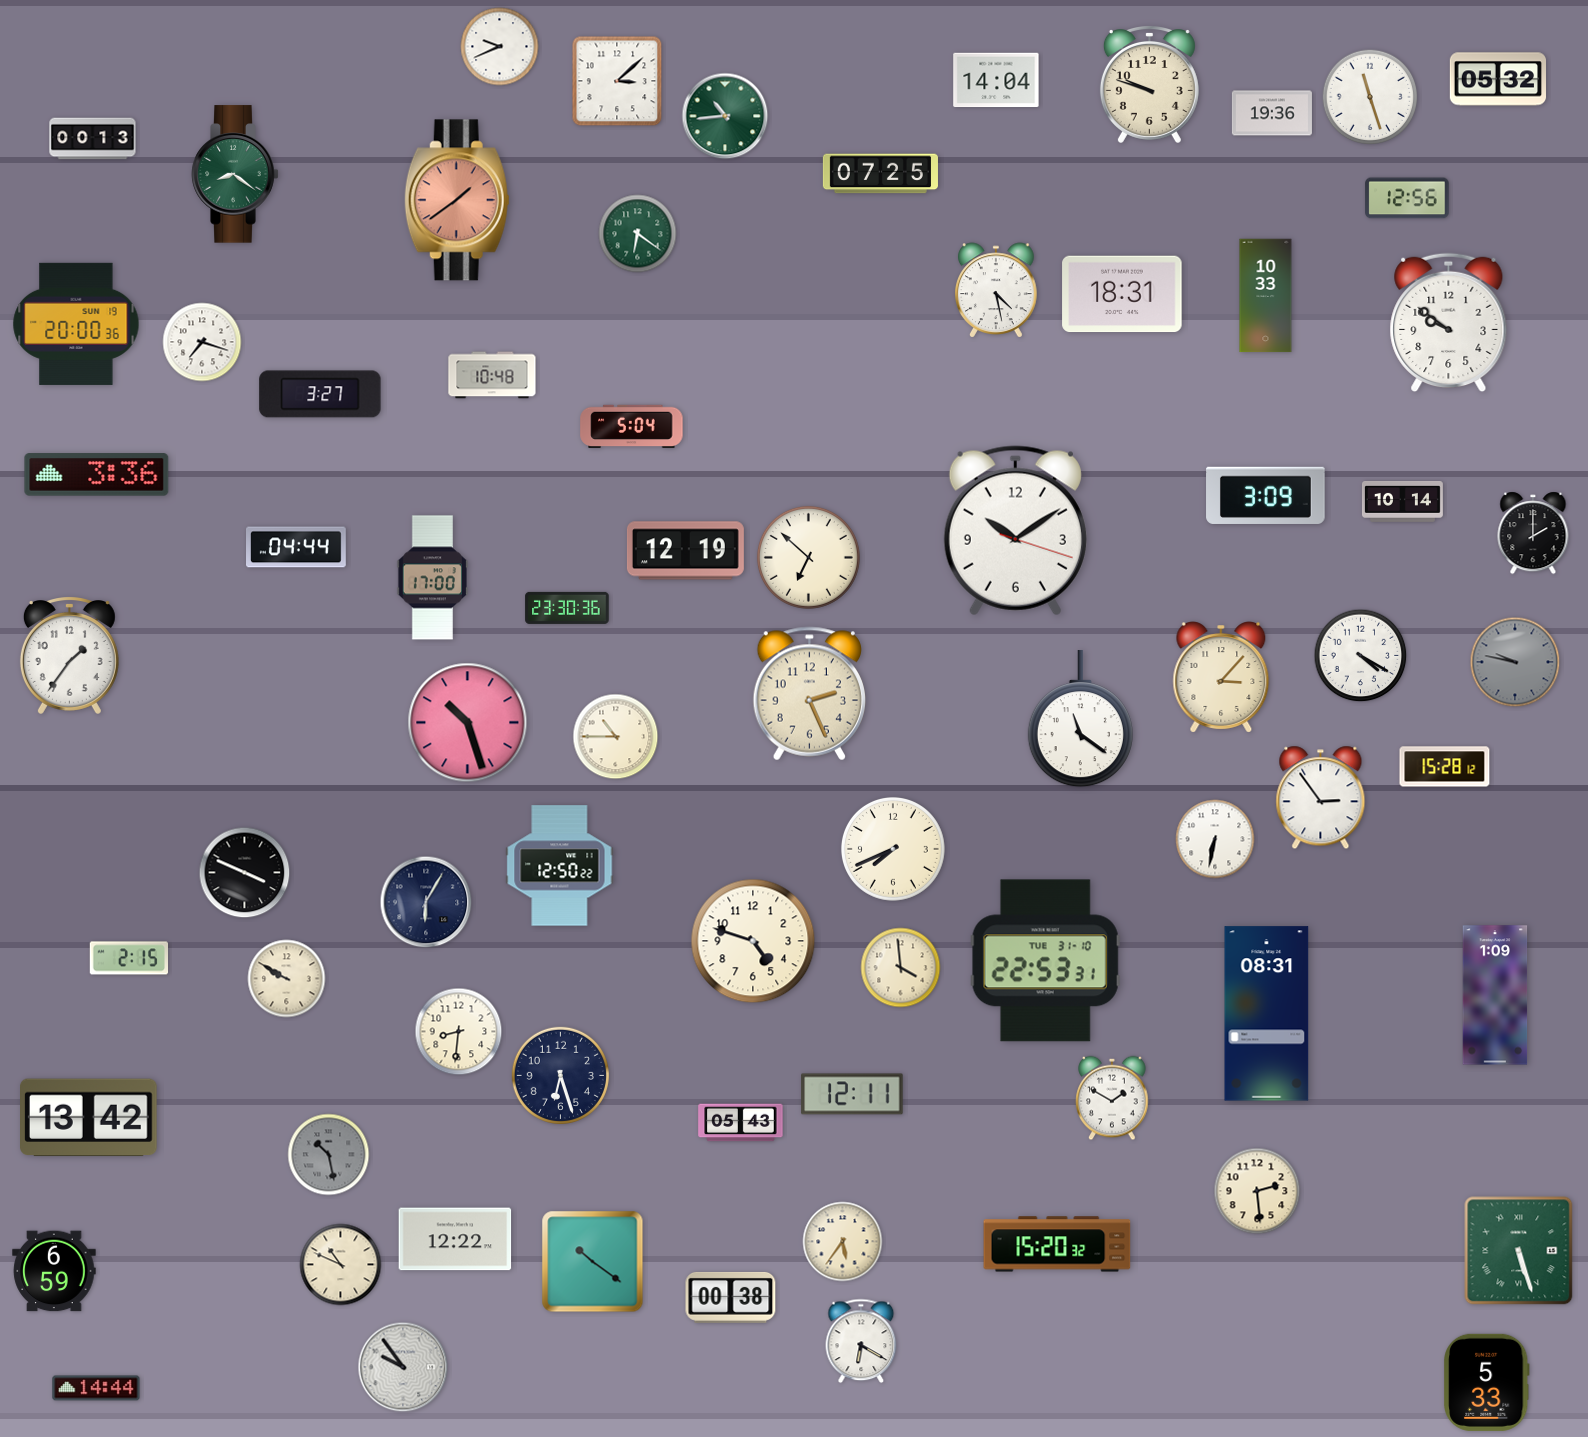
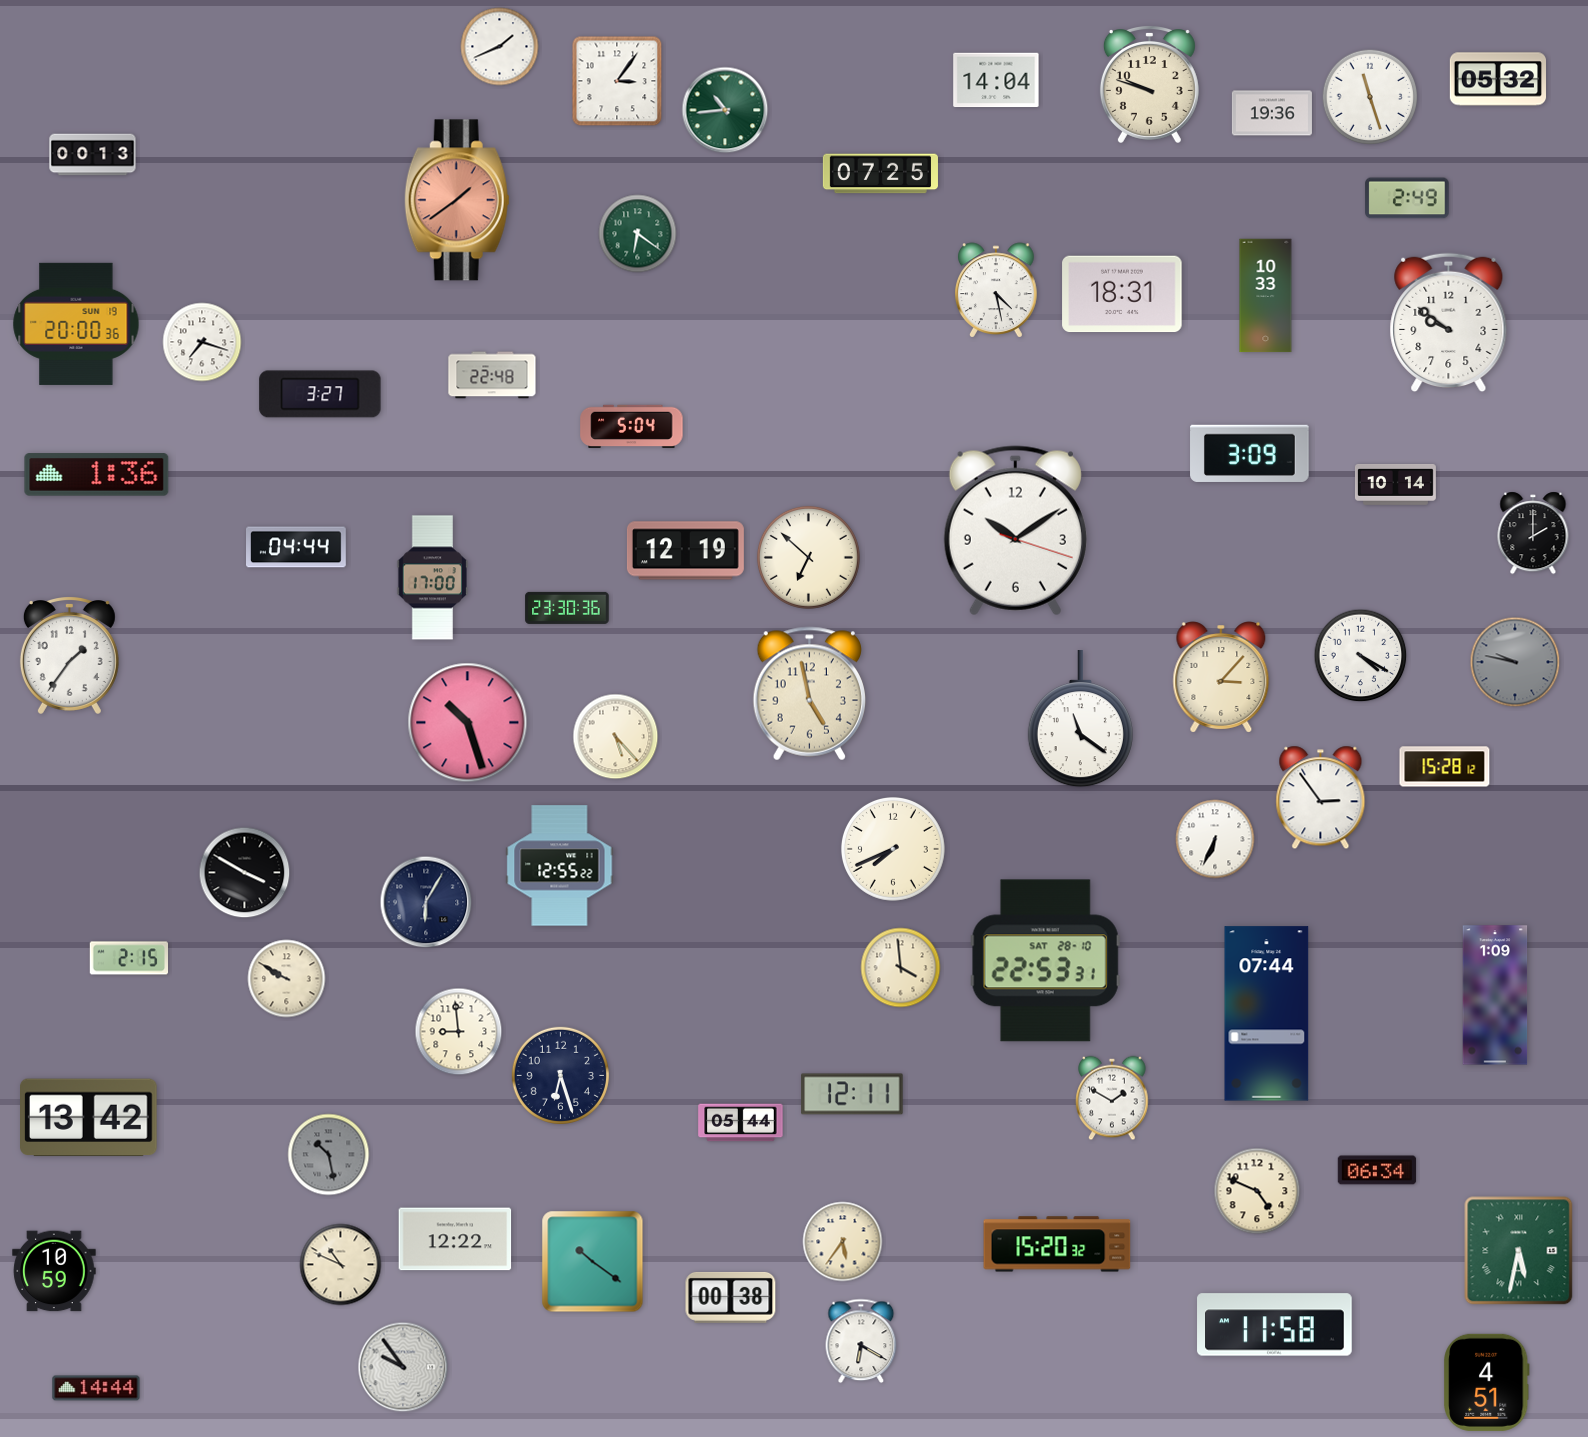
clock at (500, 47): 9:41 -> 1:41
clock at (617, 81): 3:08 -> 3:06
clock at (725, 116) position: (725, 116) -> (725, 110)
clock at (93, 139) position: (93, 139) -> (93, 155)
clock at (235, 174): 8:21 -> none
clock at (1407, 198): 12:56 -> 2:49
clock at (492, 375): 10:48 -> 22:48
clock at (97, 475): 3:36 -> 1:36
clock at (1266, 495) position: (1266, 495) -> (1250, 453)
clock at (1402, 501) position: (1402, 501) -> (1395, 484)
clock at (809, 694): 2:26 -> 4:58
clock at (616, 737): 10:45 -> 5:23
clock at (1215, 839): 6:32 -> 6:34
clock at (560, 866): 12:50 -> 12:55
clock at (245, 873): 3:49 -> 3:50
clock at (753, 941): 4:48 -> none
clock at (1045, 961) date: TUE 31-10 -> SAT 28-10
clock at (1267, 1014): 08:31 -> 07:44
clock at (459, 1032): 8:31 -> 8:59
clock at (741, 1123): 05:43 -> 05:44
clock at (1377, 1170): none -> 06:34
clock at (1257, 1191): 2:29 -> 4:49
clock at (1519, 1251): 5:27 -> 5:32
clock at (54, 1271): 6:59 -> 10:59
clock at (1275, 1325): none -> 11:58
clock at (1487, 1382): 5:33 -> 4:51
